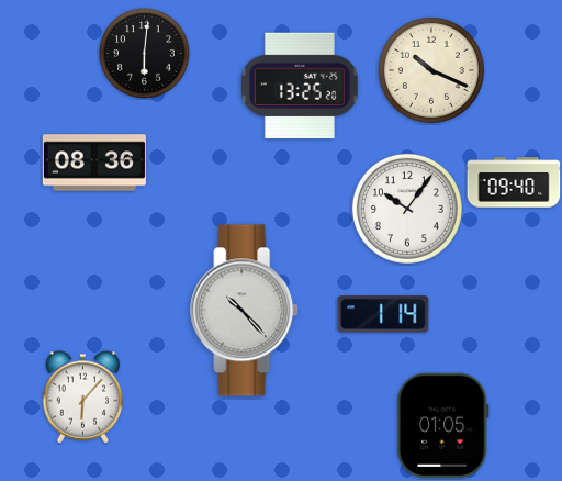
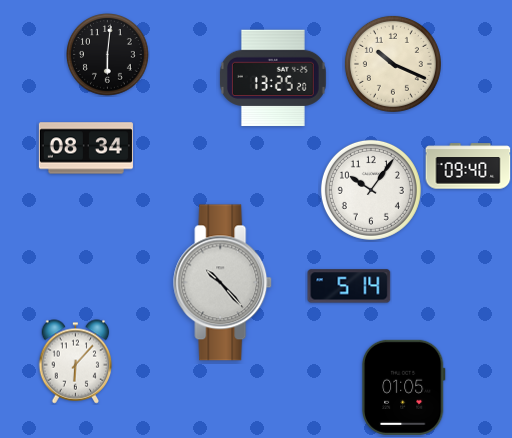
clock at (145, 54) position: (145, 54) -> (108, 55)
clock at (94, 163): 08:36 -> 08:34
clock at (383, 314): 1:14 -> 5:14
